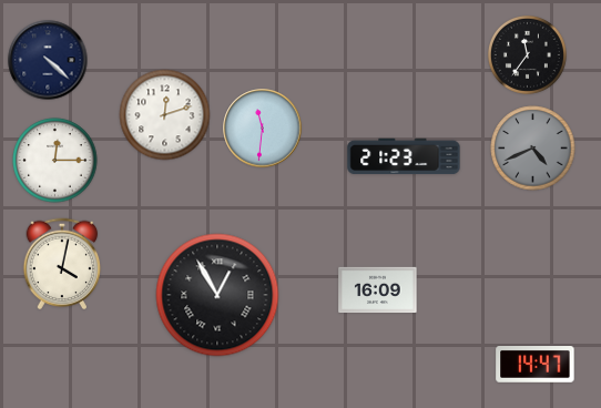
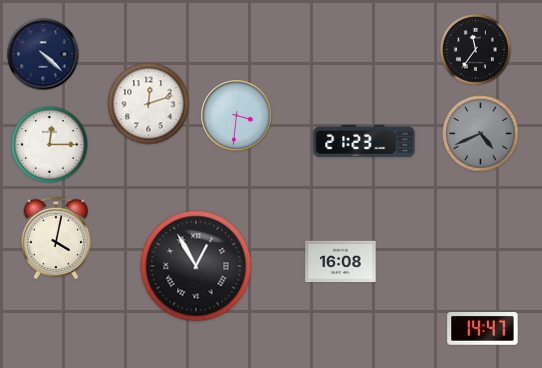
clock at (263, 129): 11:31 -> 3:31
clock at (378, 290): 16:09 -> 16:08
